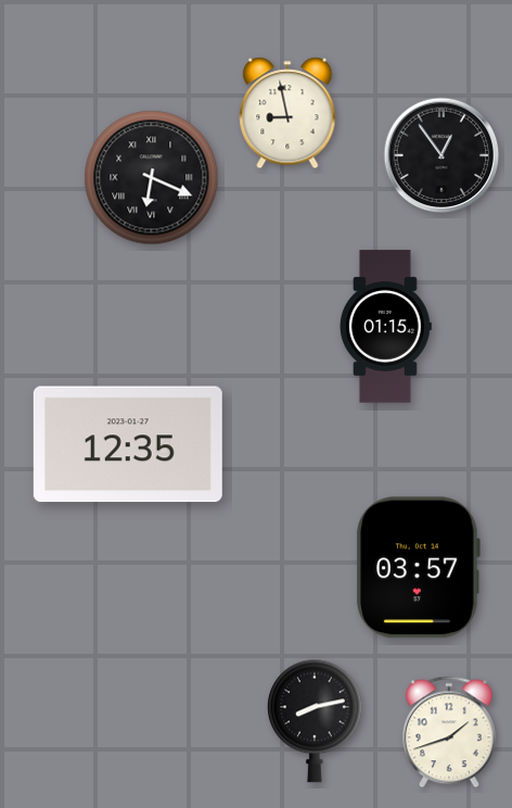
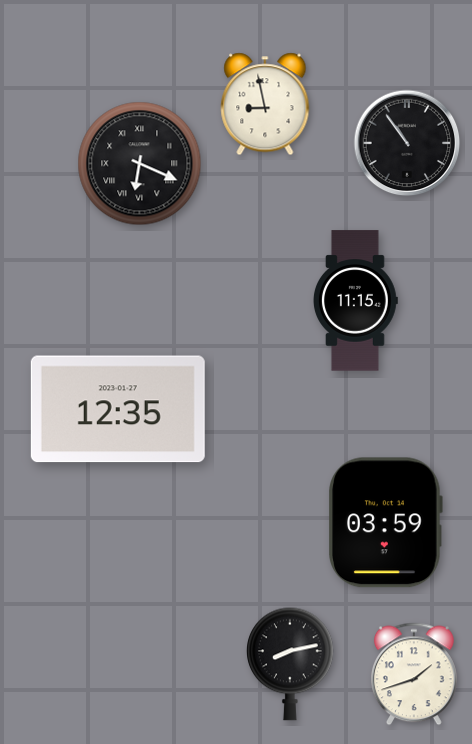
clock at (441, 155): 12:54 -> 10:54
clock at (386, 327): 01:15 -> 11:15
clock at (418, 568): 03:57 -> 03:59
